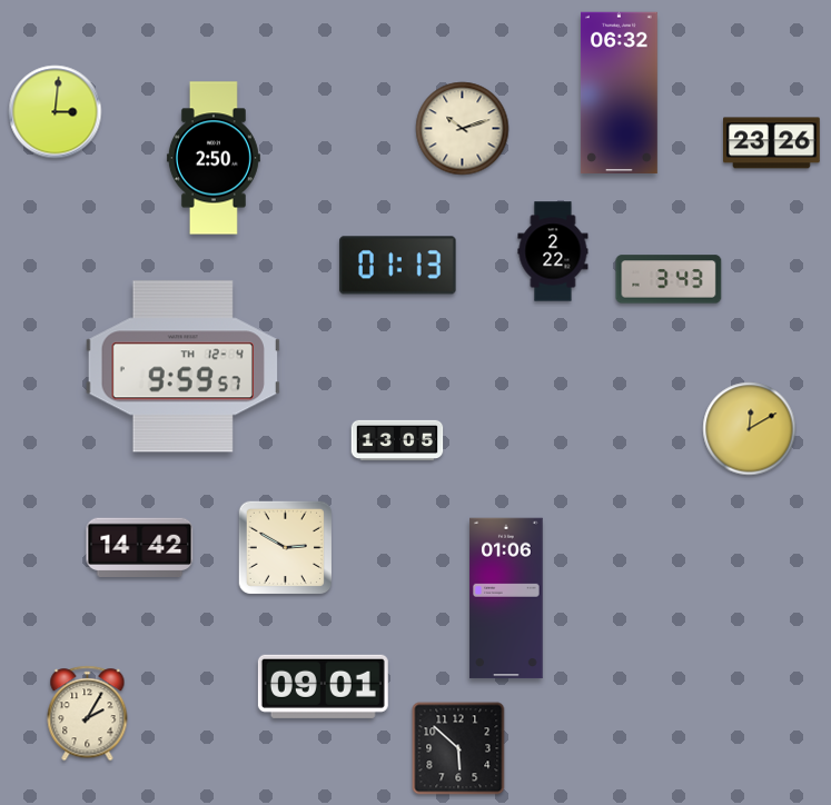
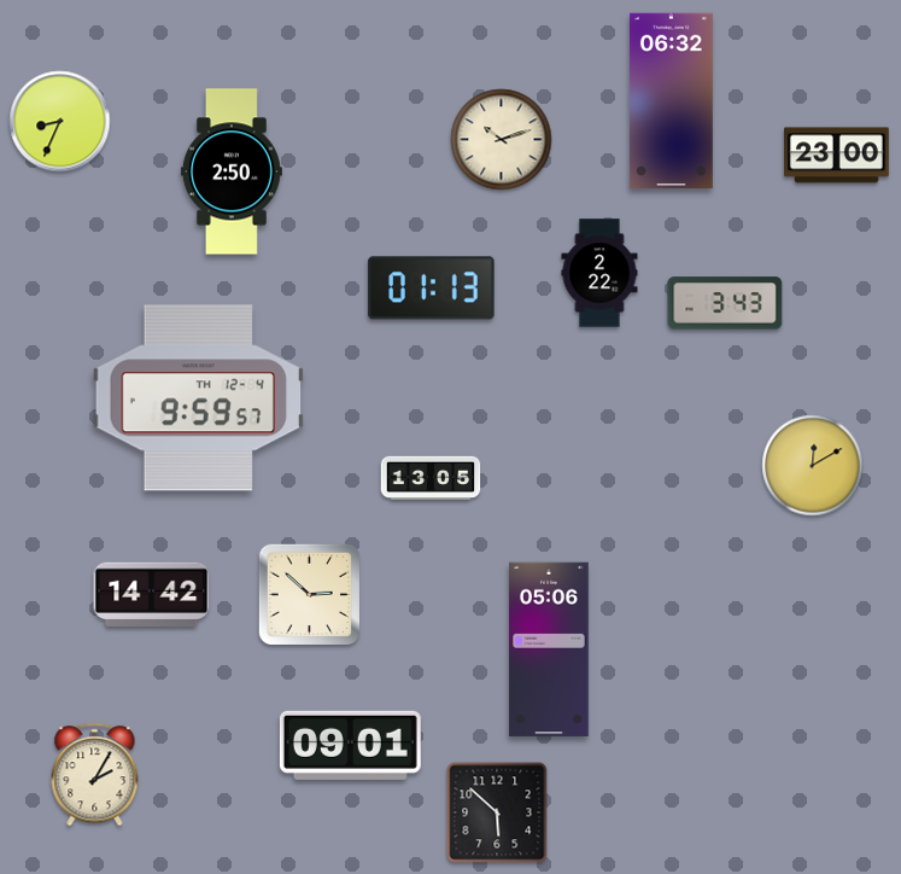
clock at (56, 112): 3:01 -> 8:34
clock at (772, 143): 23:26 -> 23:00
clock at (285, 547): 2:50 -> 2:52
clock at (506, 598): 01:06 -> 05:06
